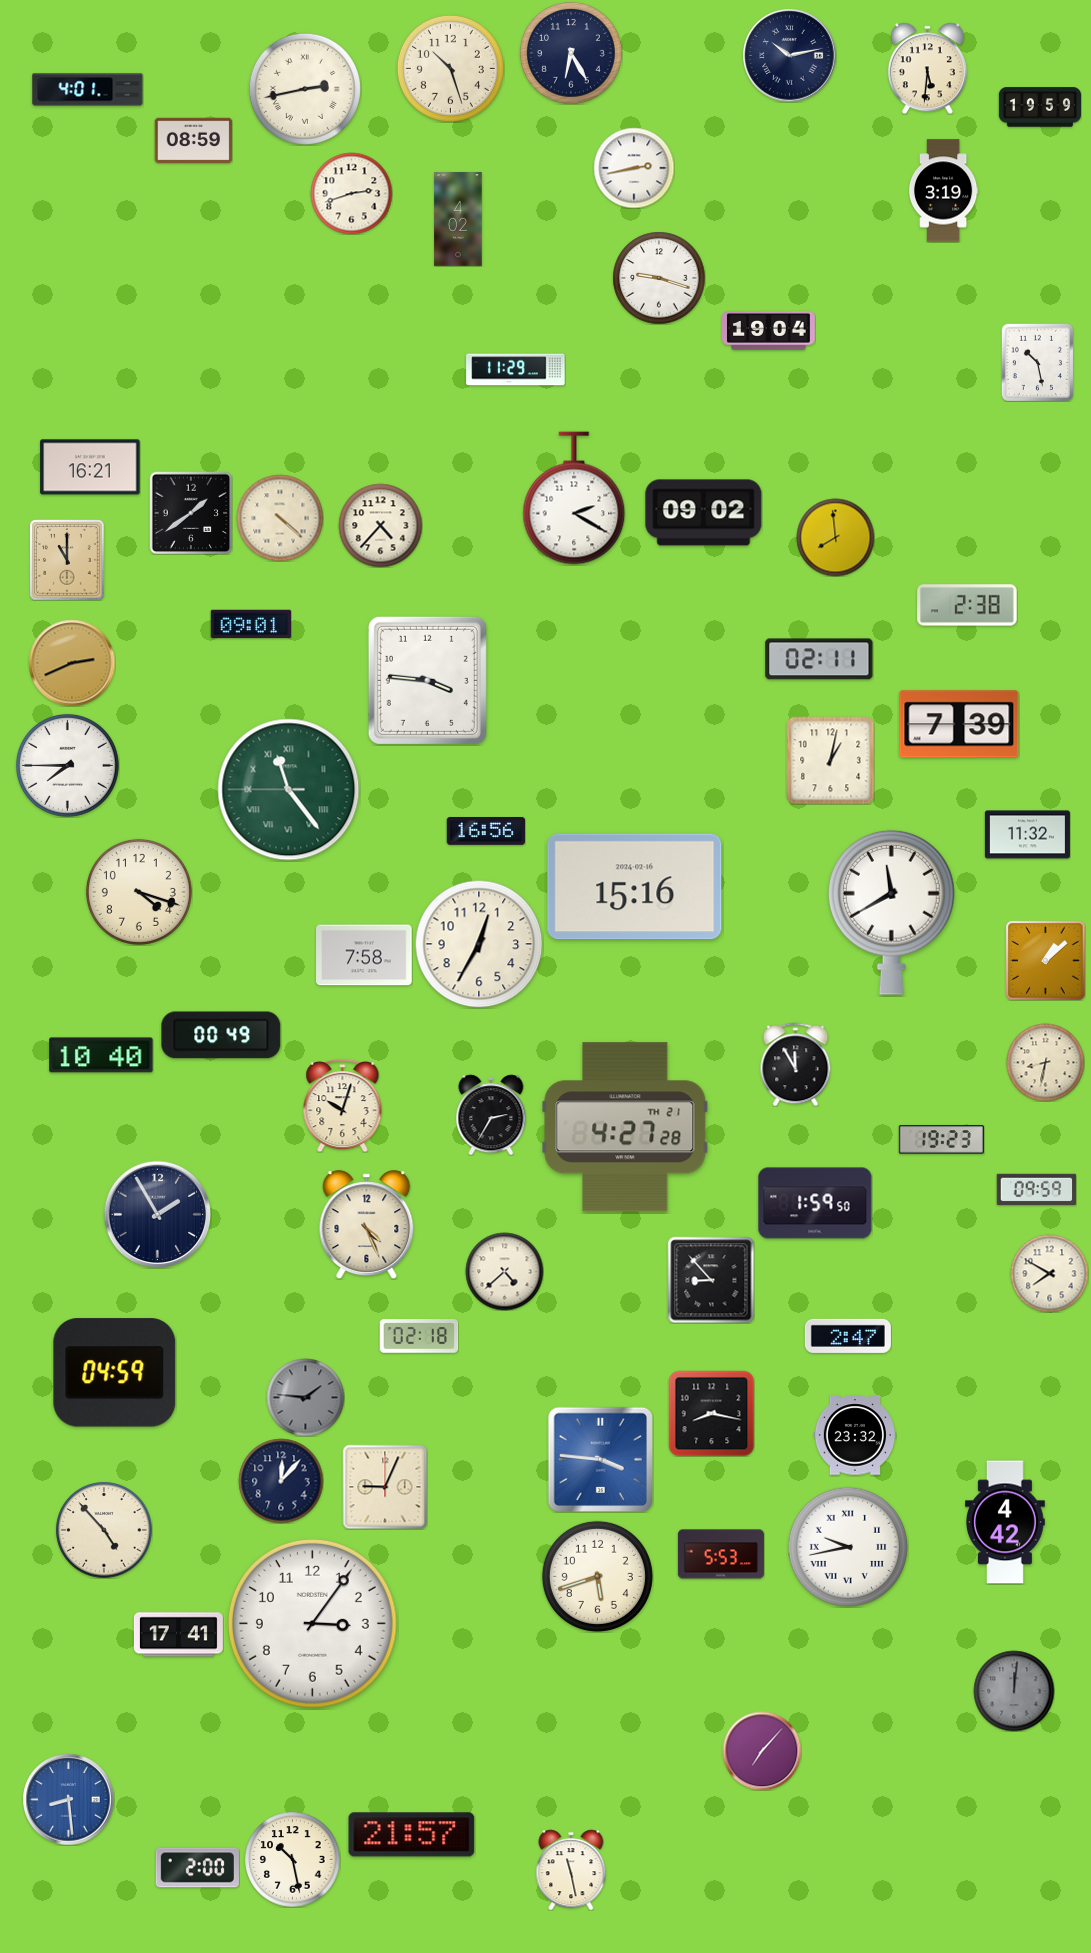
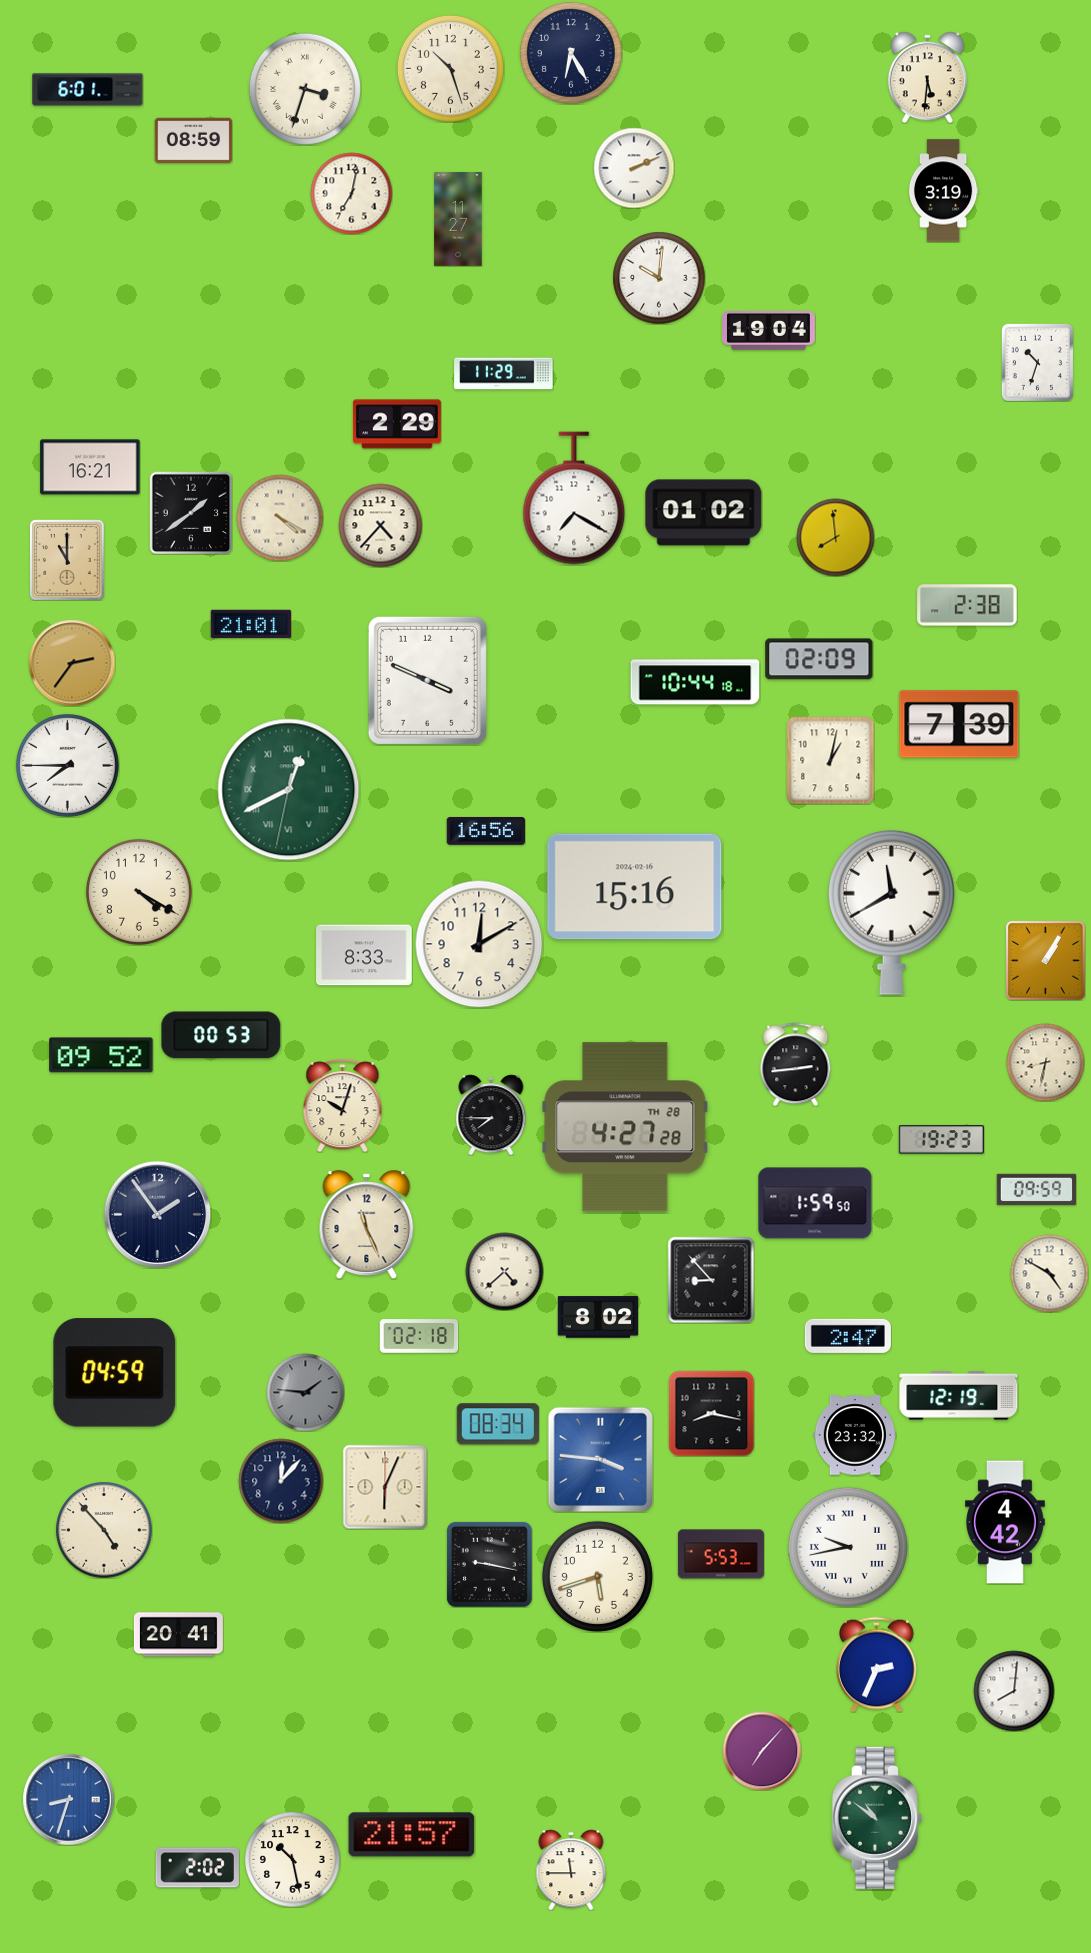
clock at (789, 55): 10:13 -> none
clock at (927, 68) position: (927, 68) -> (927, 77)
clock at (305, 89): 2:43 -> 3:33
clock at (88, 90): 4:01 -> 6:01
clock at (1039, 107): 19:59 -> none
clock at (634, 168): 2:43 -> 2:11
clock at (351, 193): 2:42 -> 7:02
clock at (458, 219): 4:02 -> 11:27
clock at (659, 278): 9:18 -> 10:01
clock at (1037, 362): 10:28 -> 10:33
clock at (516, 370) position: (516, 370) -> (504, 374)
clock at (397, 424): none -> 2:29
clock at (574, 498): 2:20 -> 7:20
clock at (704, 513): 09:02 -> 01:02
clock at (280, 518): 4:22 -> 4:20
clock at (251, 624): 09:01 -> 21:01
clock at (819, 659): 02:11 -> 02:09
clock at (72, 663): 2:41 -> 2:36
clock at (427, 680): 3:46 -> 3:49
clock at (695, 682): none -> 10:44
clock at (289, 790): 11:23 -> 12:40
clock at (1027, 835): 11:32 -> none
clock at (139, 892): 4:18 -> 4:20
clock at (479, 944): 12:35 -> 12:10
clock at (364, 955): 7:58 -> 8:33
clock at (1045, 960): 1:08 -> 1:05
clock at (221, 1035): 00:49 -> 00:53
clock at (101, 1055): 10:40 -> 09:52
clock at (796, 1064): 11:55 -> 2:44
clock at (491, 1115): 2:35 -> 7:45
clock at (625, 1127) date: TH 21 -> TH 28
clock at (157, 1214): 1:55 -> 1:54
clock at (367, 1225): 4:26 -> 11:26
clock at (1049, 1273): 7:50 -> 4:50
clock at (598, 1317): none -> 8:02
clock at (959, 1396): none -> 12:19
clock at (305, 1397) position: (305, 1397) -> (305, 1392)
clock at (498, 1424): none -> 08:34
clock at (385, 1487): 9:04 -> 6:04
clock at (489, 1564): none -> 9:17
clock at (313, 1624): 3:06 -> none
clock at (178, 1635): 17:41 -> 20:41
clock at (877, 1664): none -> 2:34
clock at (1014, 1691): 12:01 -> 8:01
clock at (1014, 1691) dial: grey -> white
clock at (68, 1799): 8:29 -> 8:33
clock at (877, 1818): none -> 10:51
clock at (197, 1868): 2:00 -> 2:02
clock at (571, 1870): 11:28 -> 11:45
